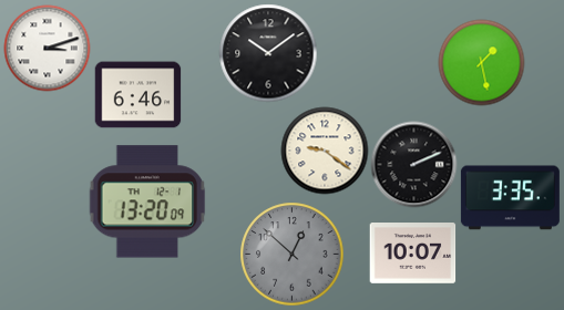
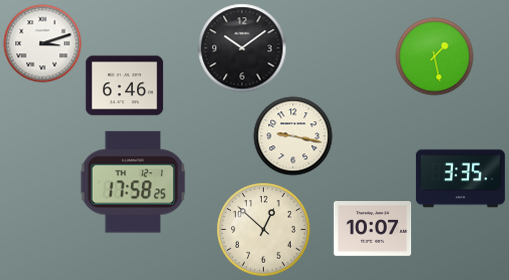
clock at (325, 151): 9:21 -> 9:17
clock at (413, 164): 2:11 -> none
clock at (147, 201): 13:20 -> 17:58
clock at (291, 254) dial: grey -> cream
